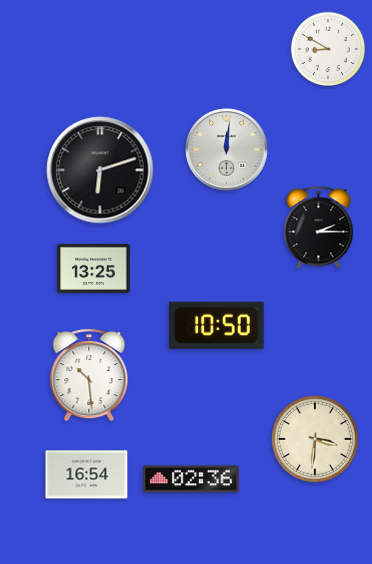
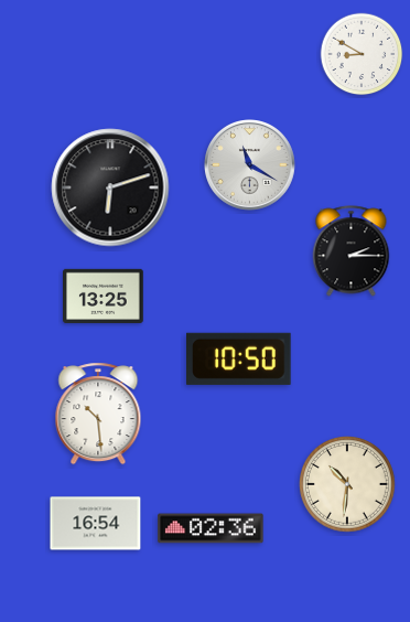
clock at (227, 150): 12:01 -> 11:20
clock at (316, 440): 3:31 -> 10:31
